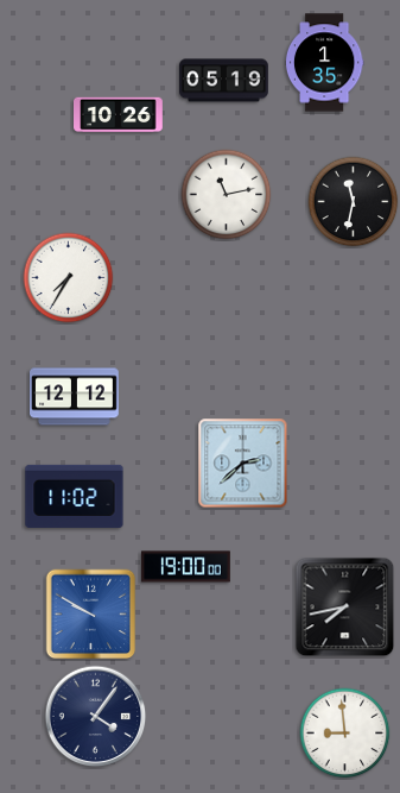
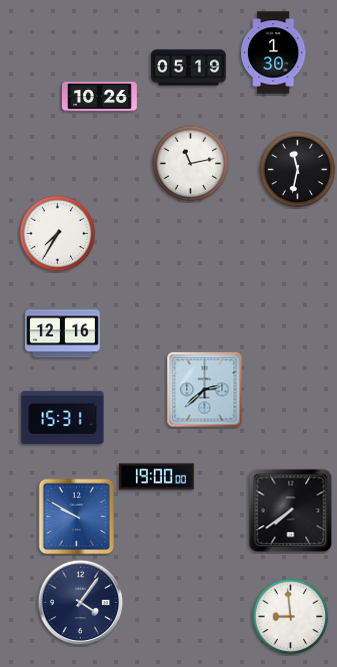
clock at (324, 63): 1:35 -> 1:30
clock at (75, 397): 12:12 -> 12:16
clock at (75, 496): 11:02 -> 15:31
clock at (345, 608): 7:43 -> 7:39
